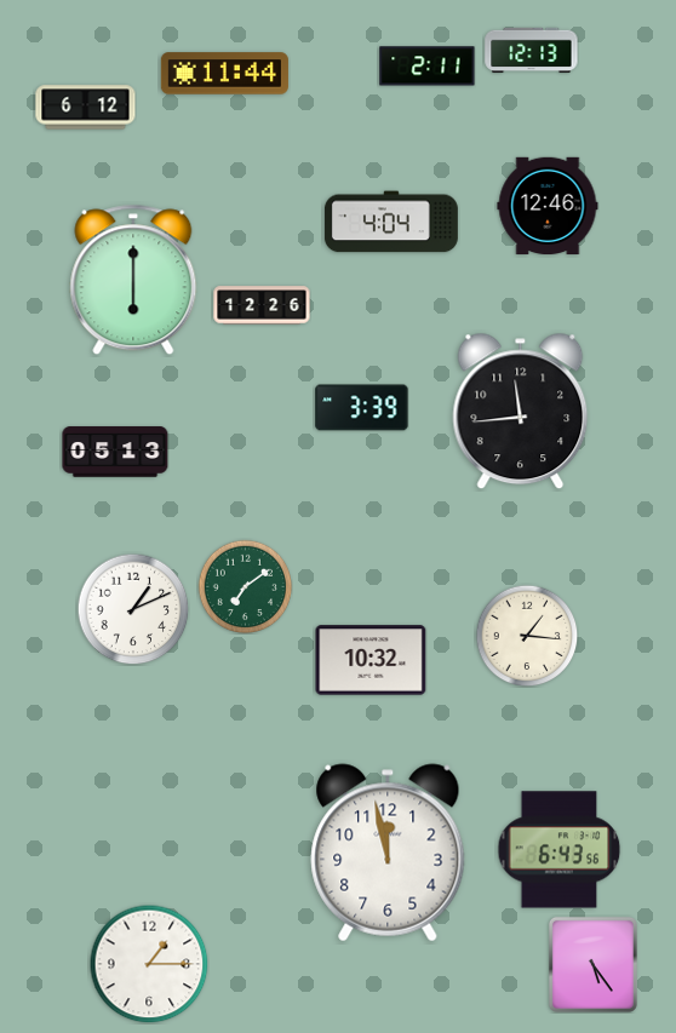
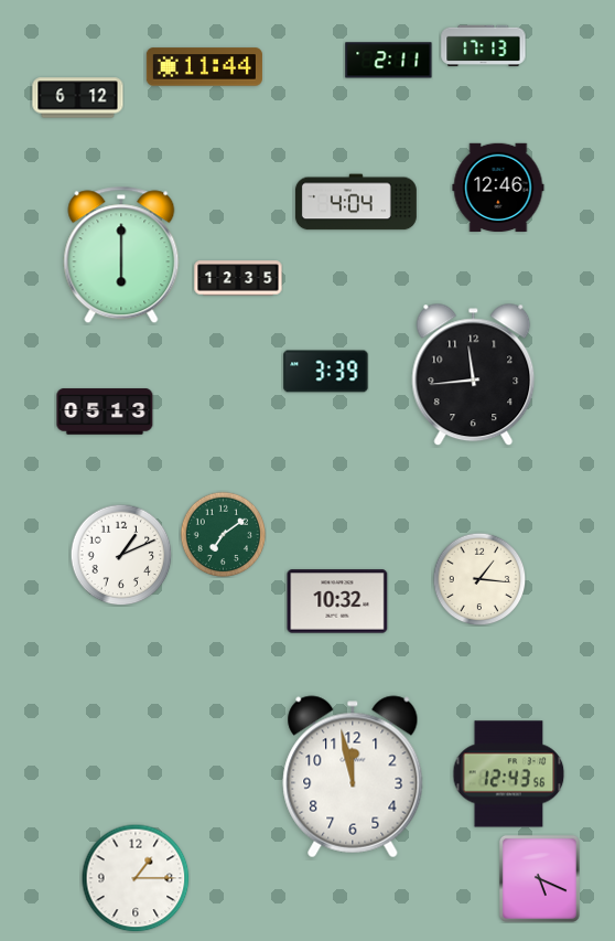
clock at (532, 51): 12:13 -> 17:13
clock at (262, 305): 12:26 -> 12:35
clock at (362, 408) position: (362, 408) -> (326, 372)
clock at (560, 850): 6:43 -> 12:43
clock at (592, 964): 5:24 -> 5:19
